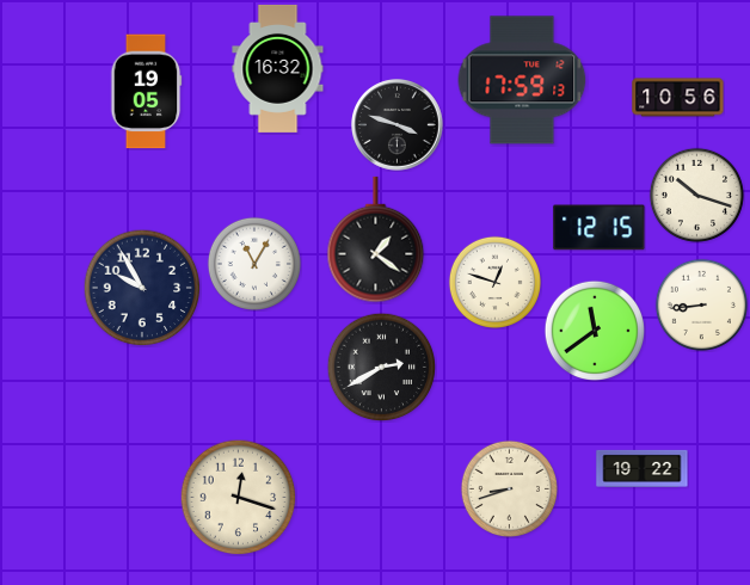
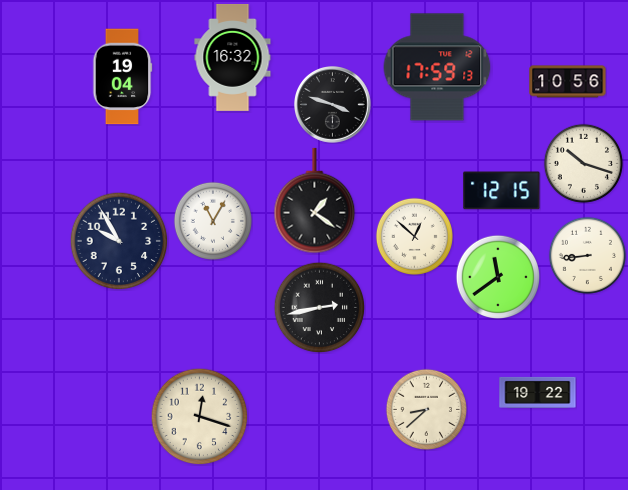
clock at (146, 92): 19:05 -> 19:04
clock at (494, 282): 12:48 -> 12:52
clock at (381, 367): 2:40 -> 2:43
clock at (509, 488): 8:42 -> 8:38
